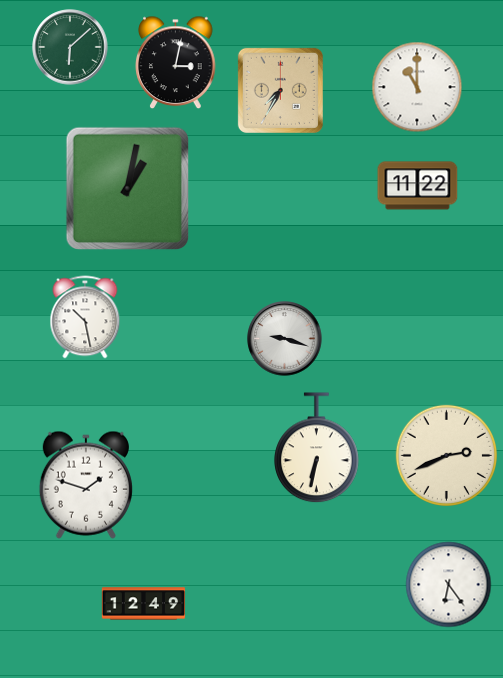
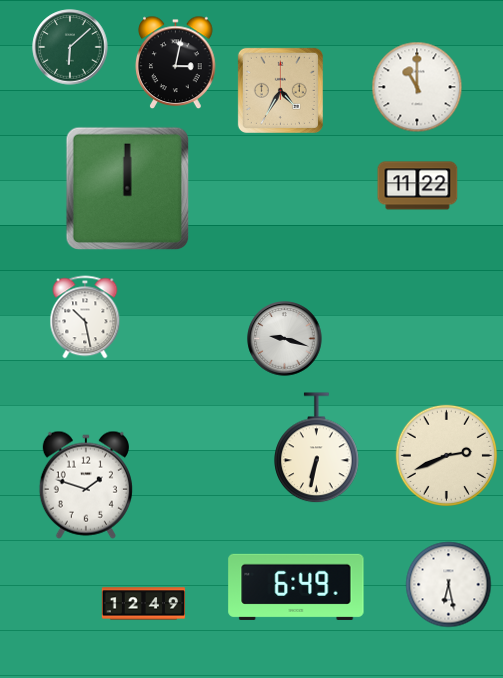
clock at (280, 90): 7:35 -> 4:35
clock at (128, 189): 1:02 -> 12:00
clock at (449, 585): 6:24 -> 6:28
clock at (296, 587): none -> 6:49
